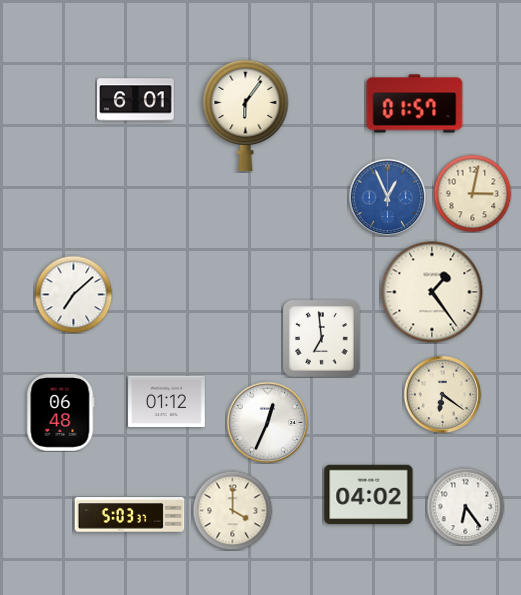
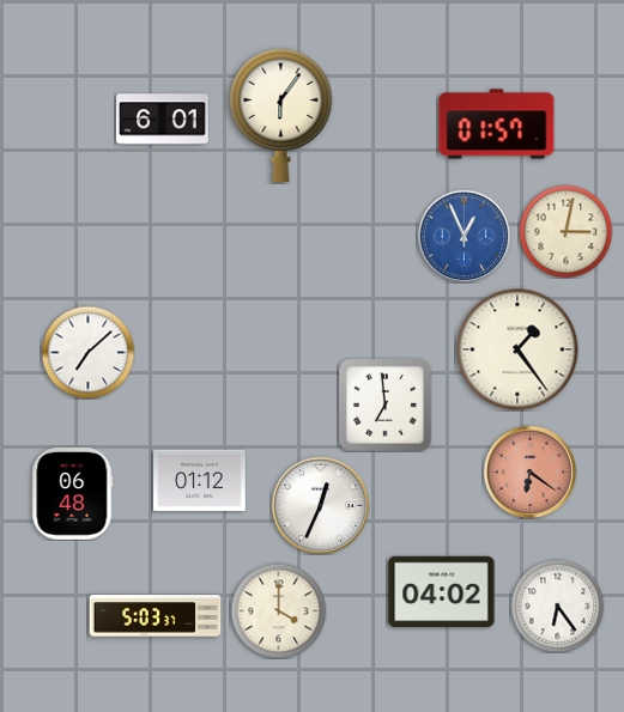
clock at (246, 115) position: (246, 115) -> (281, 115)
clock at (442, 394) dial: cream -> salmon
